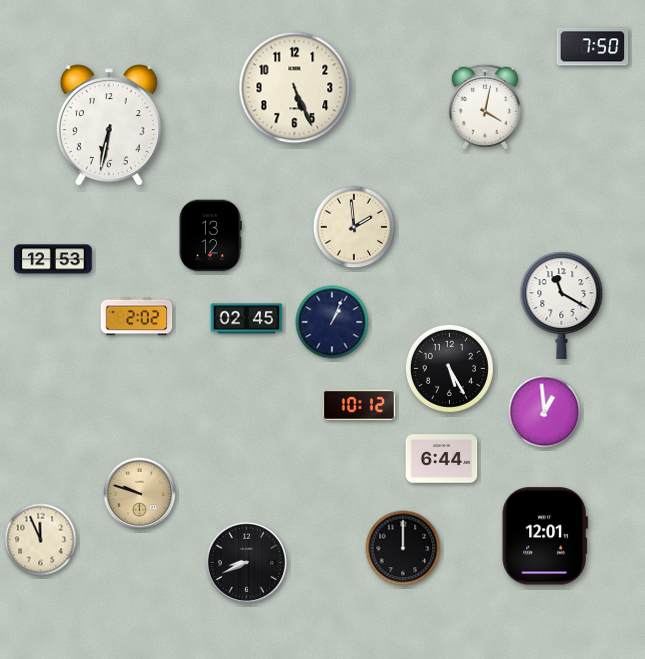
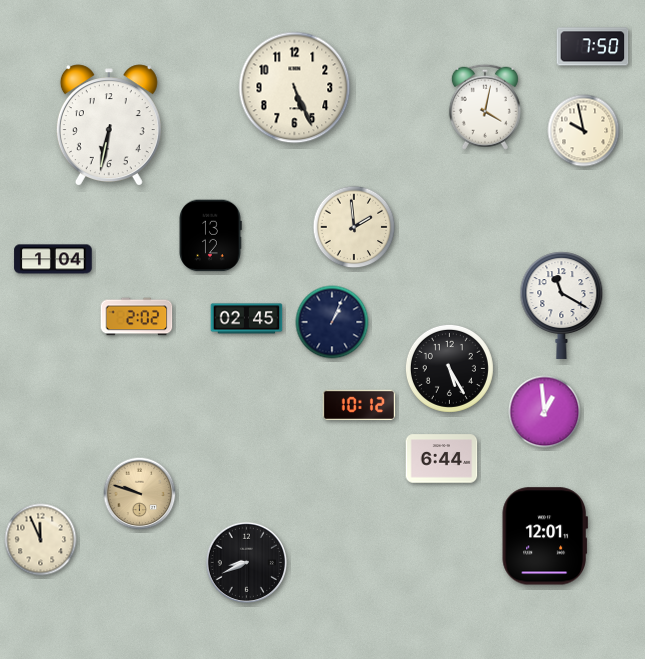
clock at (584, 131): none -> 9:58
clock at (53, 259): 12:53 -> 1:04
clock at (403, 548): 12:00 -> none
